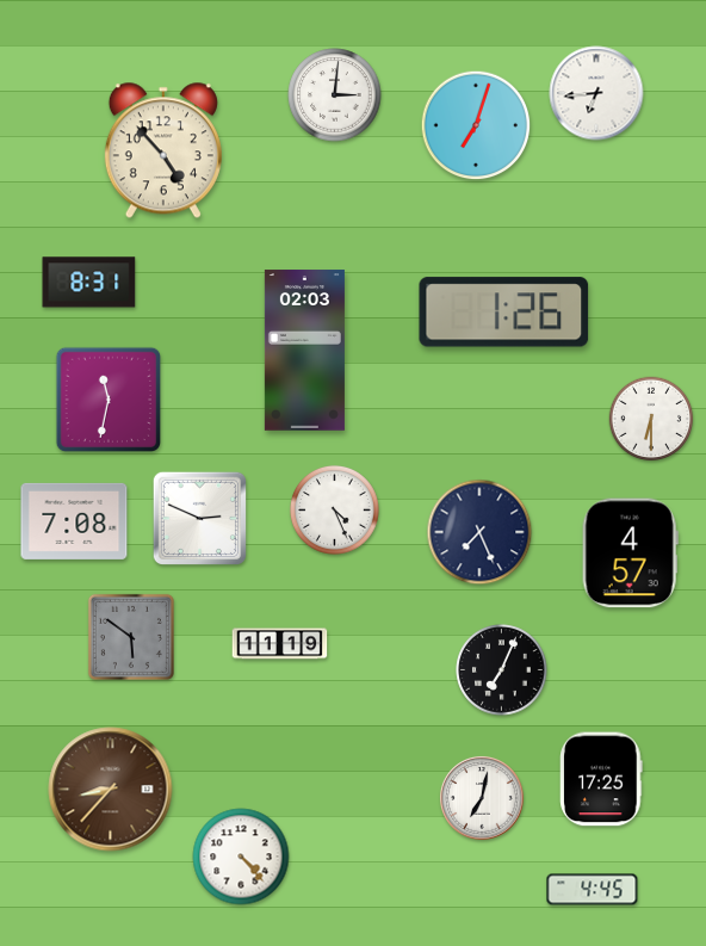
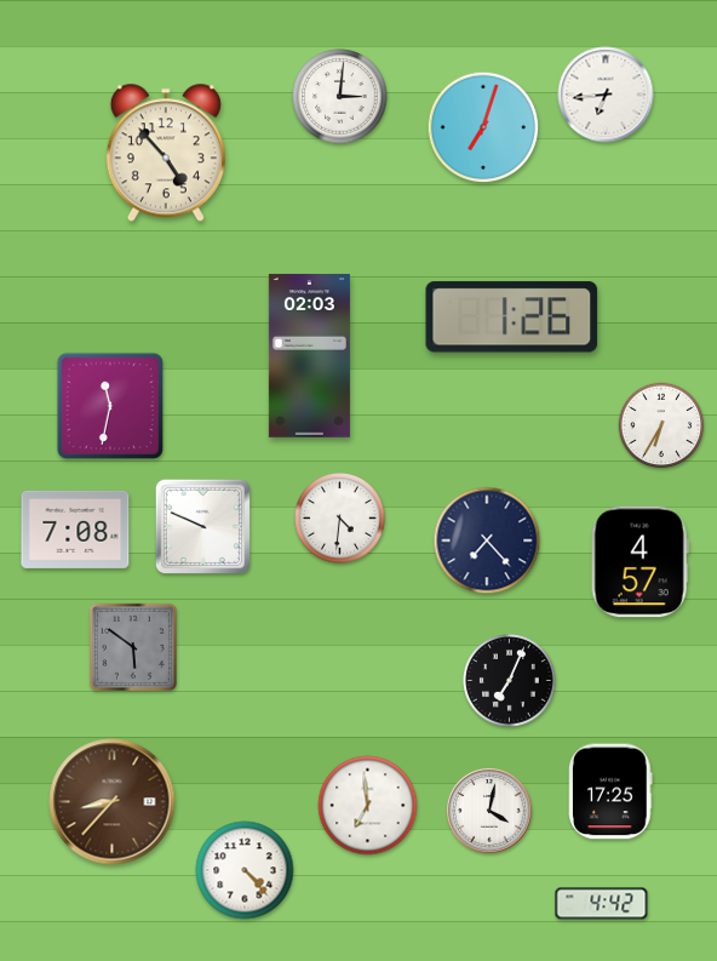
clock at (89, 283): 8:31 -> none
clock at (651, 419): 6:30 -> 6:35
clock at (334, 509): 4:26 -> 4:31
clock at (199, 518): 2:49 -> 9:49
clock at (479, 532): 7:26 -> 7:23
clock at (280, 644): 11:19 -> none
clock at (368, 806): none -> 6:59
clock at (483, 799): 7:02 -> 4:02
clock at (593, 890): 4:45 -> 4:42
